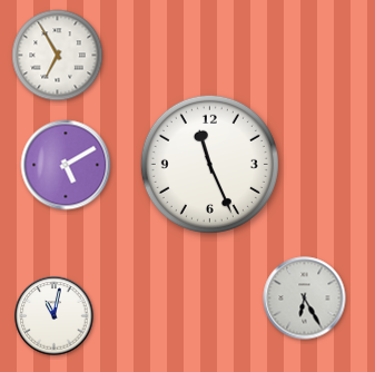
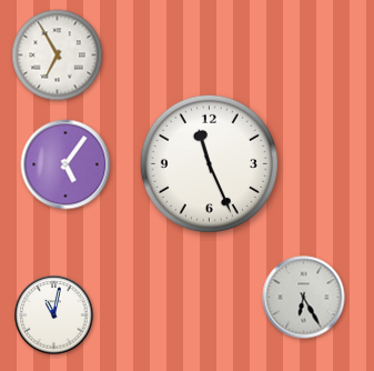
clock at (66, 165): 5:10 -> 5:06
